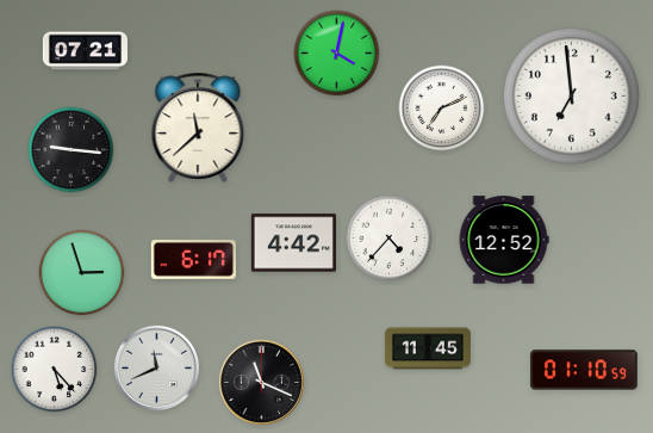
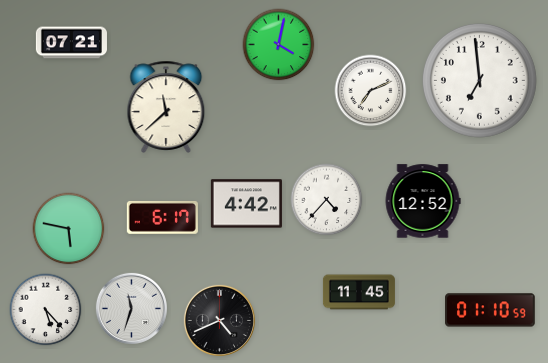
clock at (337, 54) position: (337, 54) -> (279, 45)
clock at (71, 150): 9:16 -> none
clock at (82, 273): 2:57 -> 5:47
clock at (156, 367): 11:41 -> 11:33
clock at (261, 382): 11:19 -> 4:41
